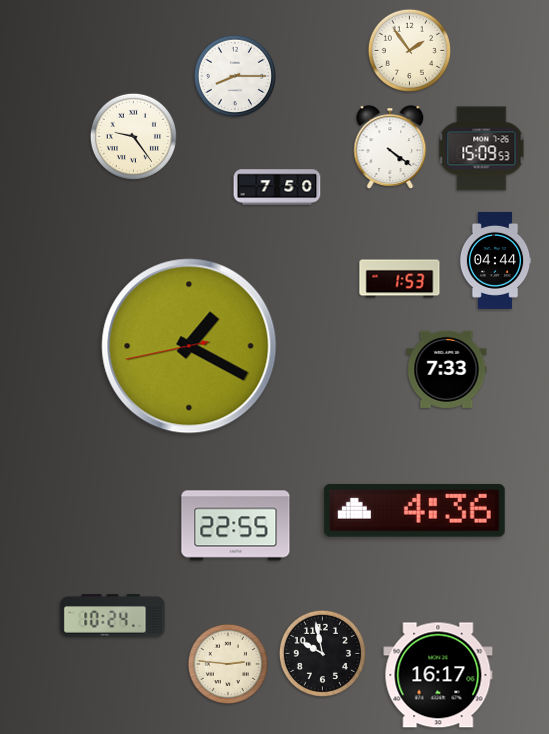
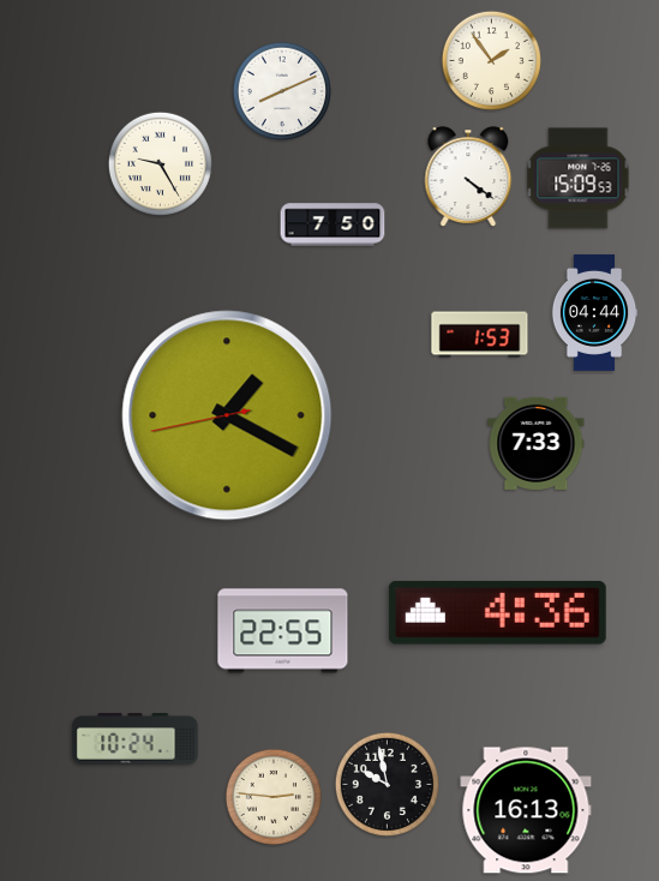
clock at (235, 76): 8:15 -> 8:11
clock at (133, 136): 9:24 -> 9:25
clock at (438, 675): 16:17 -> 16:13
